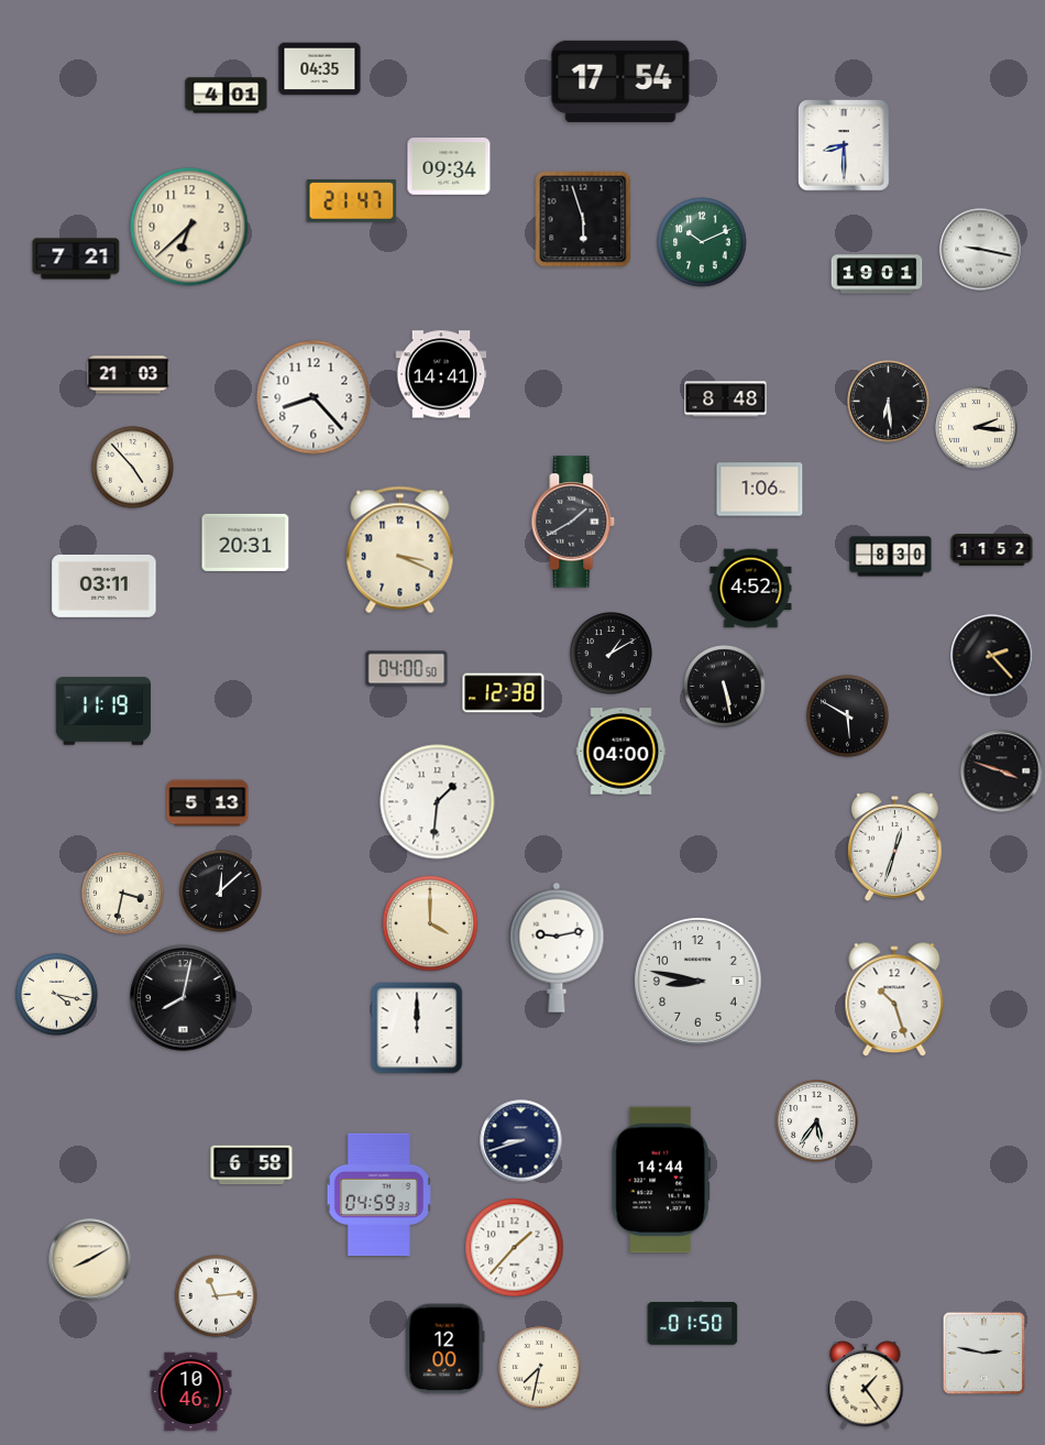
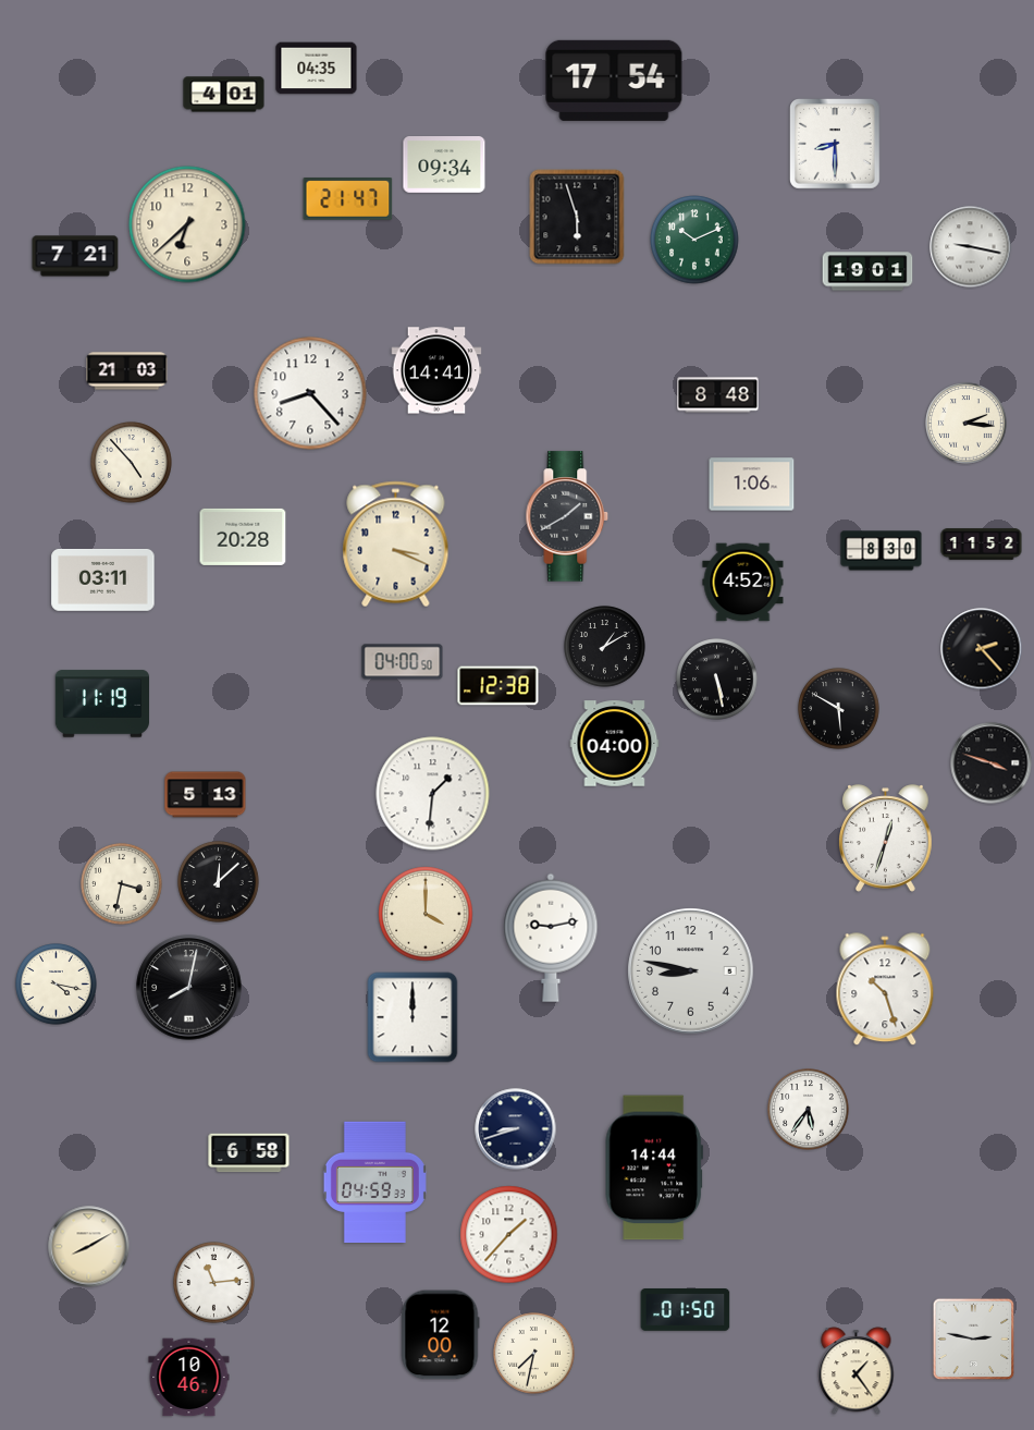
clock at (889, 402): 6:29 -> none
clock at (245, 543): 20:31 -> 20:28
clock at (184, 998) position: (184, 998) -> (189, 988)
